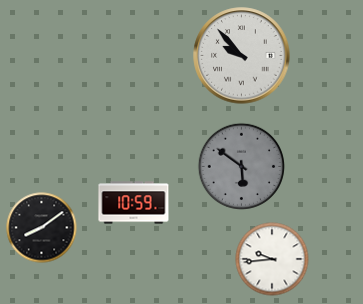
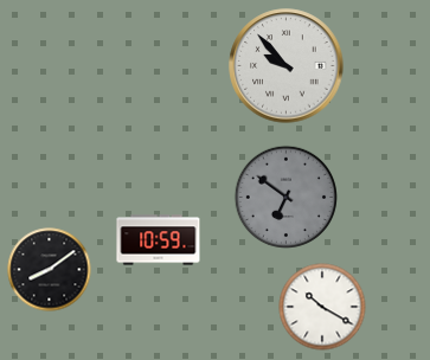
clock at (241, 166): 5:51 -> 6:51
clock at (272, 259): 9:44 -> 10:20
